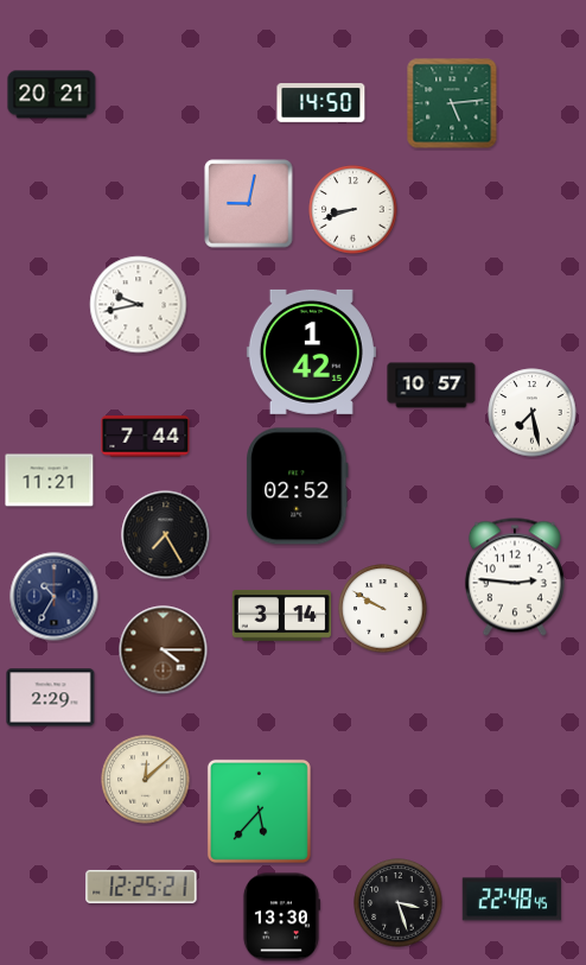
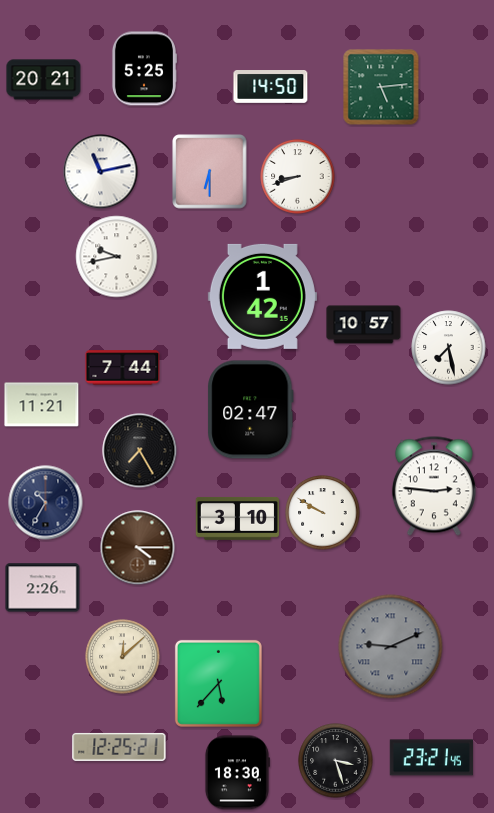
clock at (144, 69): none -> 5:25
clock at (101, 172): none -> 11:13
clock at (249, 204): 9:02 -> 6:30
clock at (298, 487): 02:52 -> 02:47
clock at (281, 615): 3:14 -> 3:10
clock at (51, 698): 2:29 -> 2:26
clock at (391, 647): none -> 9:11
clock at (511, 900): 22:48 -> 23:21
clock at (281, 918): 13:30 -> 18:30
